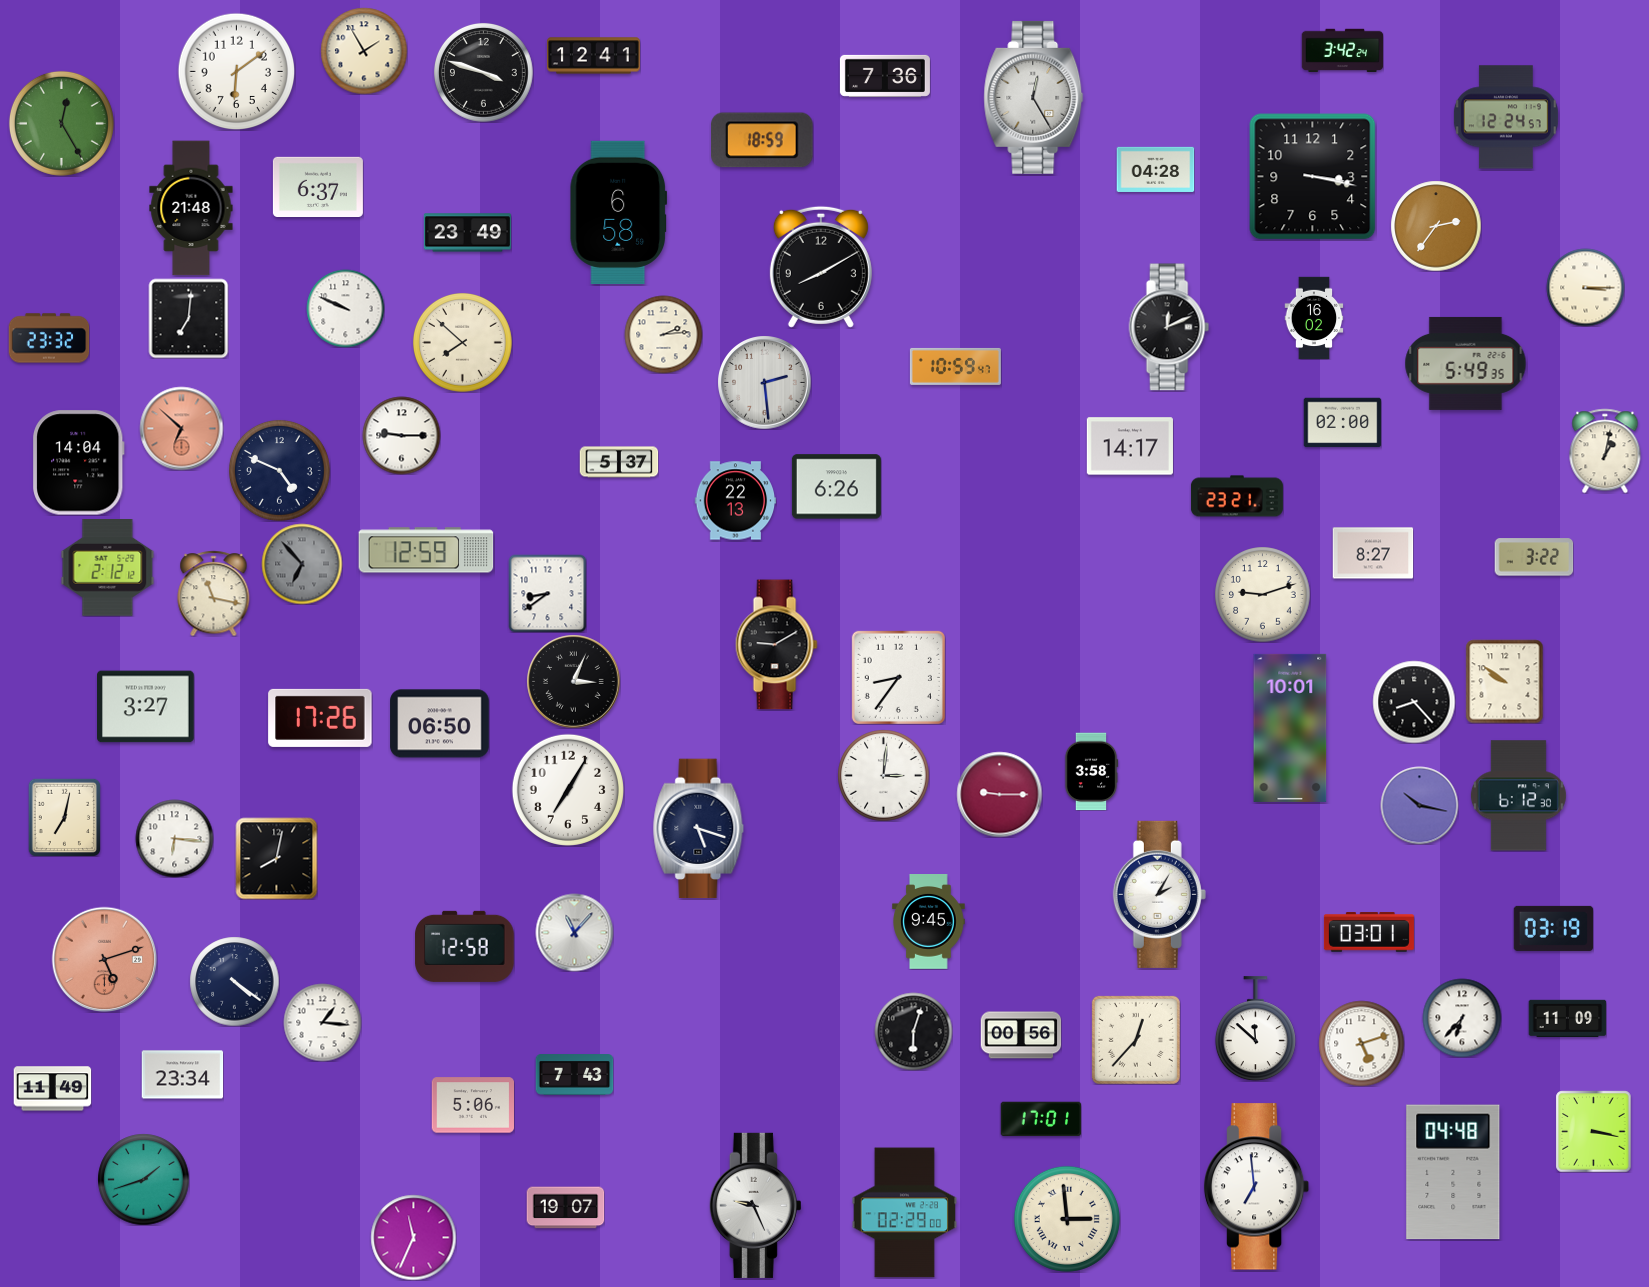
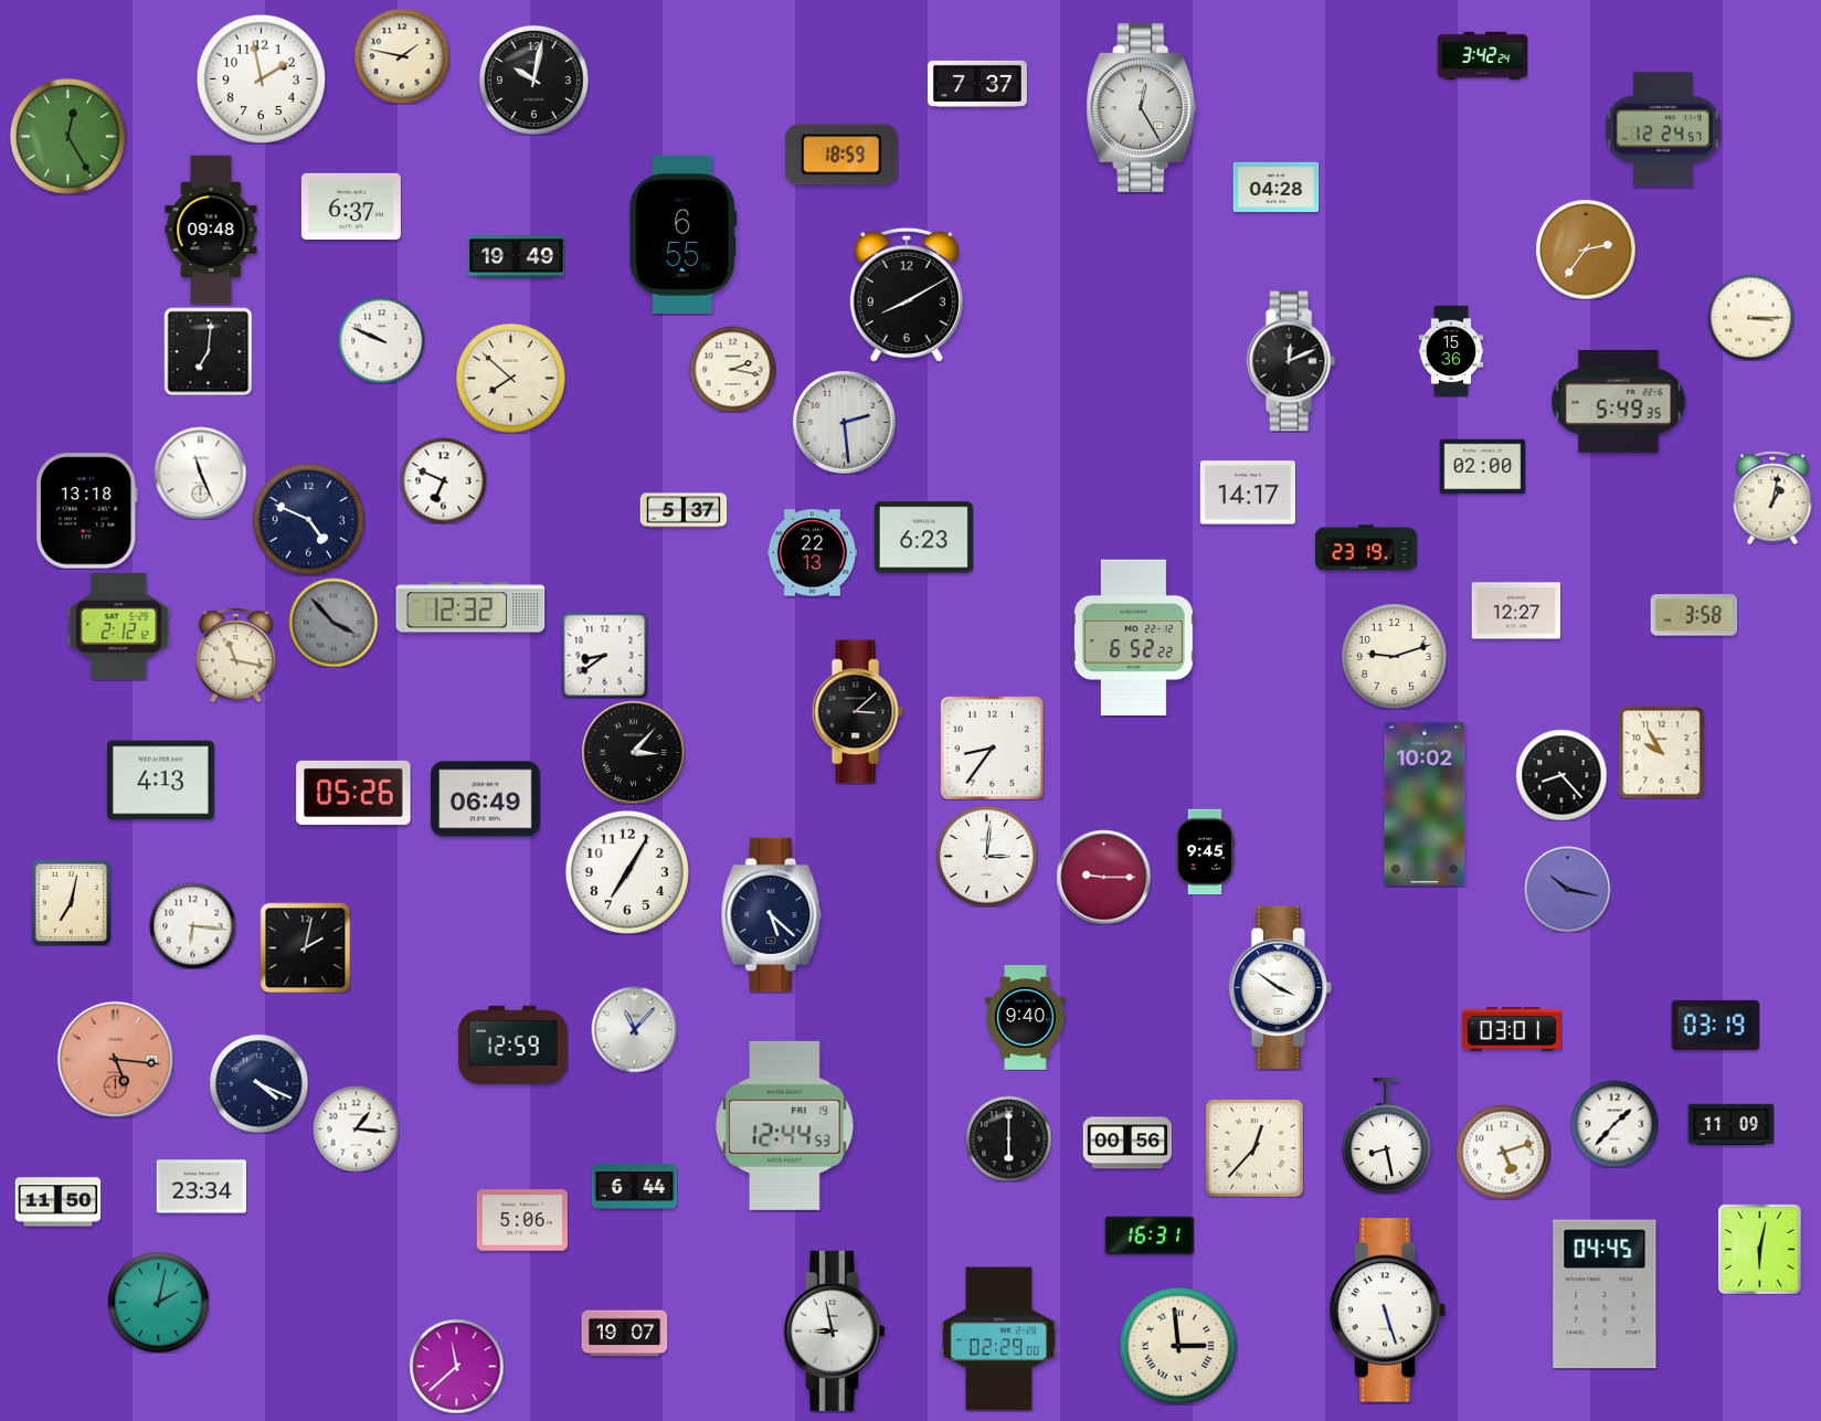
clock at (364, 51): 1:55 -> 1:47
clock at (594, 56): 12:41 -> none
clock at (236, 71): 6:09 -> 1:58
clock at (483, 72): 3:48 -> 10:02
clock at (885, 76): 7:36 -> 7:37
clock at (1313, 177): 3:17 -> none
clock at (191, 208): 21:48 -> 09:48
clock at (619, 212): 6:58 -> 6:55
clock at (467, 233): 23:49 -> 19:49
clock at (1314, 318): 16:02 -> 15:36
clock at (663, 334): 2:14 -> 2:17
clock at (49, 338): 23:32 -> none
clock at (955, 366): 10:59 -> none
clock at (181, 428): 6:52 -> 11:26
clock at (181, 428) dial: salmon -> white
clock at (401, 435): 9:15 -> 6:49
clock at (78, 463): 14:04 -> 13:18
clock at (836, 487): 6:26 -> 6:23
clock at (1237, 496): 23:21 -> 23:19
clock at (426, 550): 12:59 -> 12:32
clock at (1373, 553): 8:27 -> 12:27
clock at (1534, 557): 3:22 -> 3:58
clock at (302, 564): 6:53 -> 3:53
clock at (1133, 637): none -> 6:52
clock at (776, 645): 9:10 -> 3:08
clock at (573, 681): 3:04 -> 3:07
clock at (1505, 681): 9:51 -> 9:55
clock at (146, 707): 3:27 -> 4:13
clock at (320, 718): 17:26 -> 05:26
clock at (440, 724): 06:50 -> 06:49
clock at (1290, 728): 10:01 -> 10:02
clock at (1091, 771): 3:58 -> 9:45
clock at (883, 775) position: (883, 775) -> (986, 856)
clock at (1518, 796): 6:12 -> none
clock at (699, 829): 5:18 -> 5:22
clock at (276, 858): 8:02 -> 2:02
clock at (1159, 894): 2:05 -> 3:51
clock at (929, 922): 9:45 -> 9:40
clock at (465, 946): 12:58 -> 12:59
clock at (104, 959): 5:12 -> 5:16
clock at (234, 981): 4:21 -> 4:19
clock at (1462, 1018): 6:37 -> 1:37
clock at (785, 1125): none -> 12:44
clock at (1255, 1029): 11:52 -> 8:28
clock at (913, 1031): 6:03 -> 6:00
clock at (574, 1075): 7:43 -> 6:44
clock at (52, 1089): 11:49 -> 11:50
clock at (1041, 1119): 17:01 -> 16:31
clock at (1594, 1131): 3:17 -> 6:02
clock at (1453, 1172): 04:48 -> 04:45
clock at (143, 1179): 1:42 -> 2:02
clock at (1257, 1187): 6:59 -> 5:27
clock at (755, 1205): 9:26 -> 8:58
clock at (413, 1237): 11:34 -> 11:38
